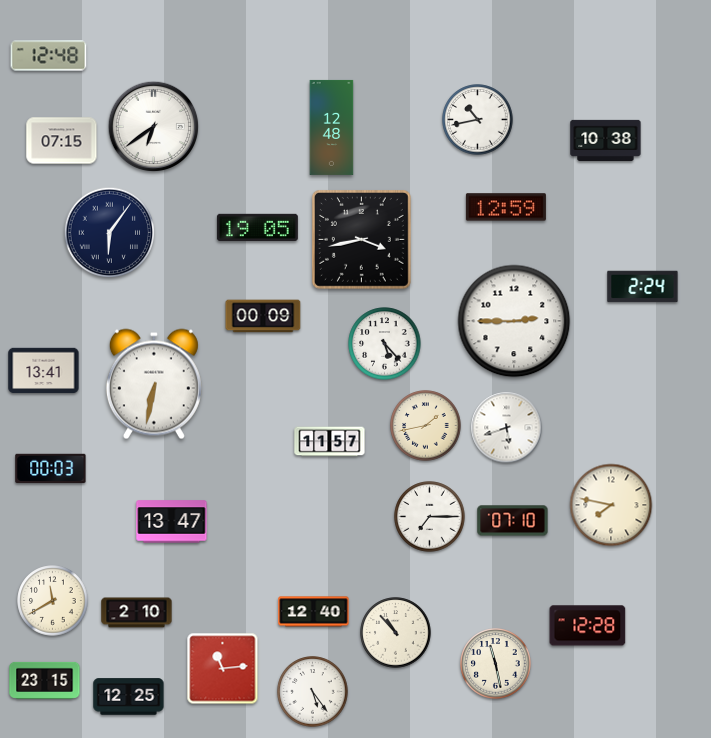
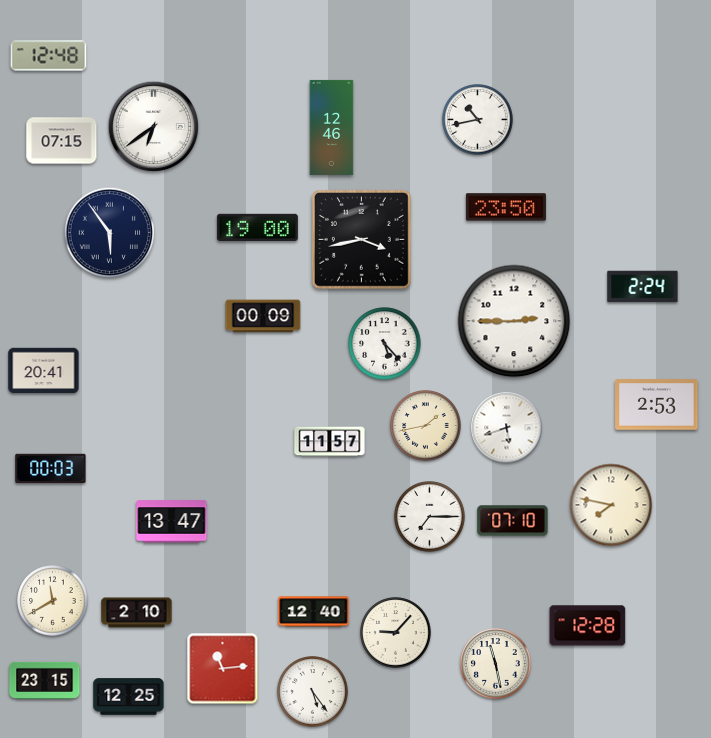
clock at (332, 127): 12:48 -> 12:46
clock at (606, 140): 10:38 -> none
clock at (506, 207): 12:59 -> 23:50
clock at (257, 227): 19:05 -> 19:00
clock at (110, 233): 6:06 -> 5:54
clock at (44, 371): 13:41 -> 20:41
clock at (154, 384): 6:32 -> none
clock at (657, 405): none -> 2:53
clock at (396, 633): 10:53 -> 9:07
